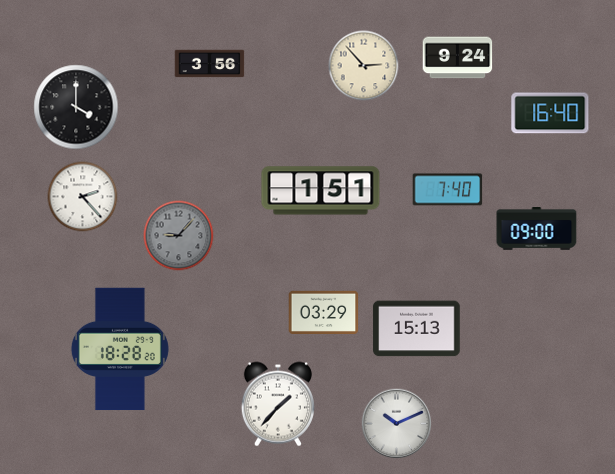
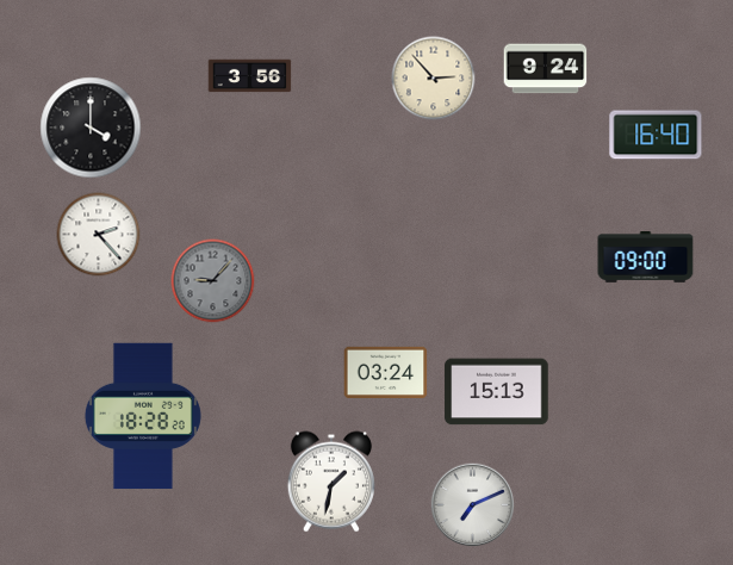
clock at (448, 190): 7:40 -> none
clock at (321, 191): 1:51 -> none
clock at (537, 229) position: (537, 229) -> (646, 257)
clock at (324, 312): 03:29 -> 03:24
clock at (278, 404): 1:37 -> 1:32
clock at (397, 424): 10:11 -> 7:11
